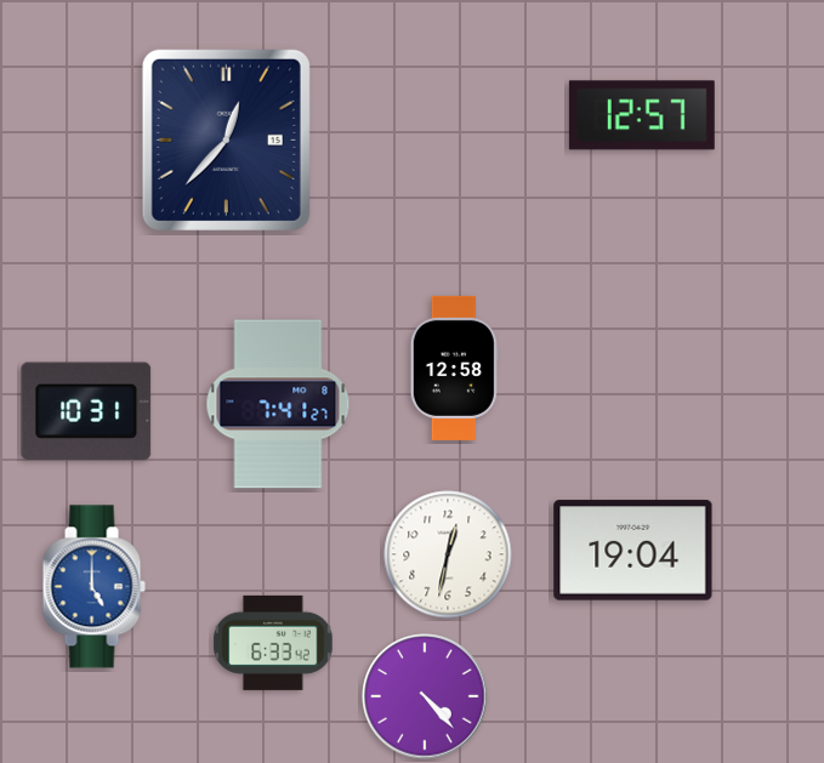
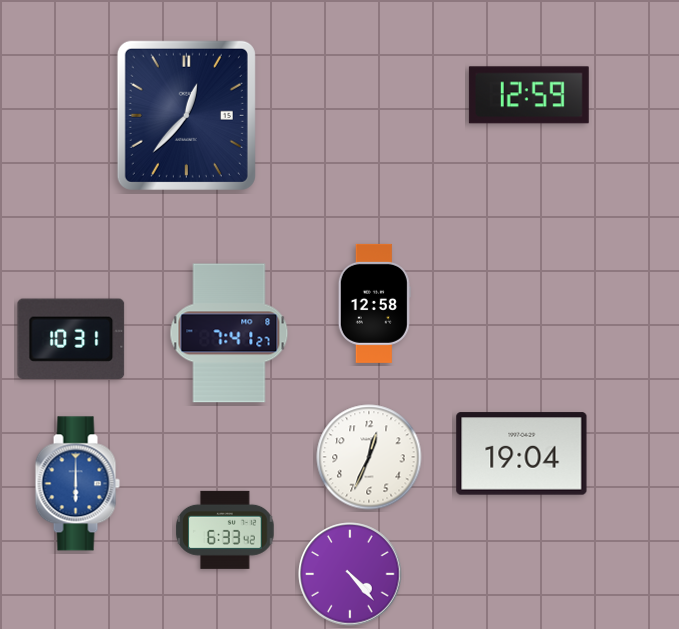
clock at (642, 115): 12:57 -> 12:59
clock at (448, 554): 12:32 -> 12:34
clock at (93, 587): 5:00 -> 6:00
